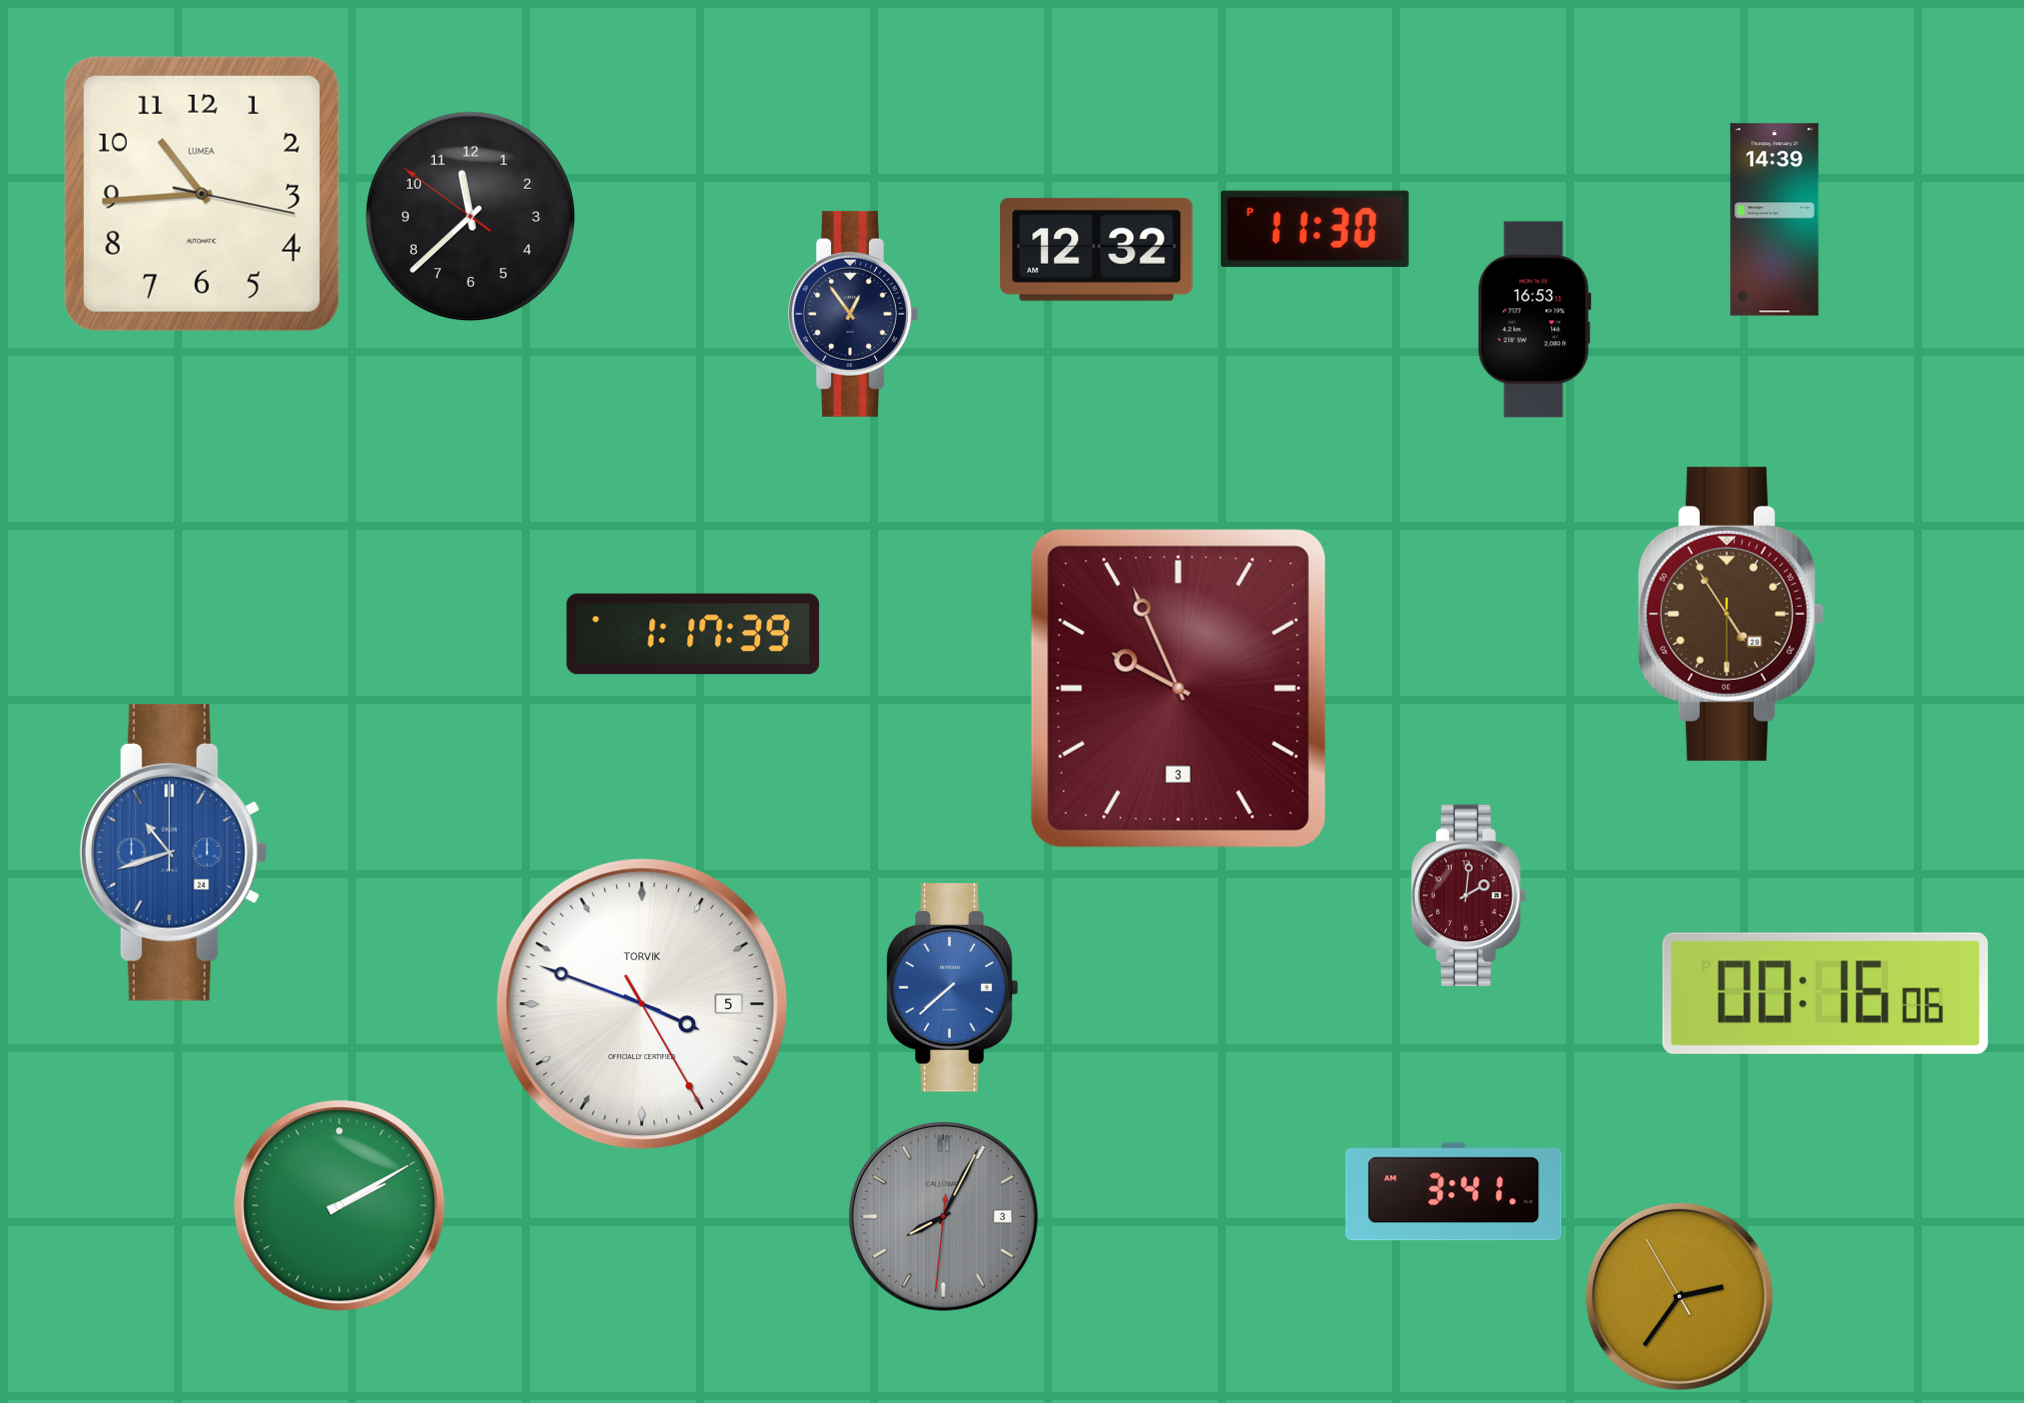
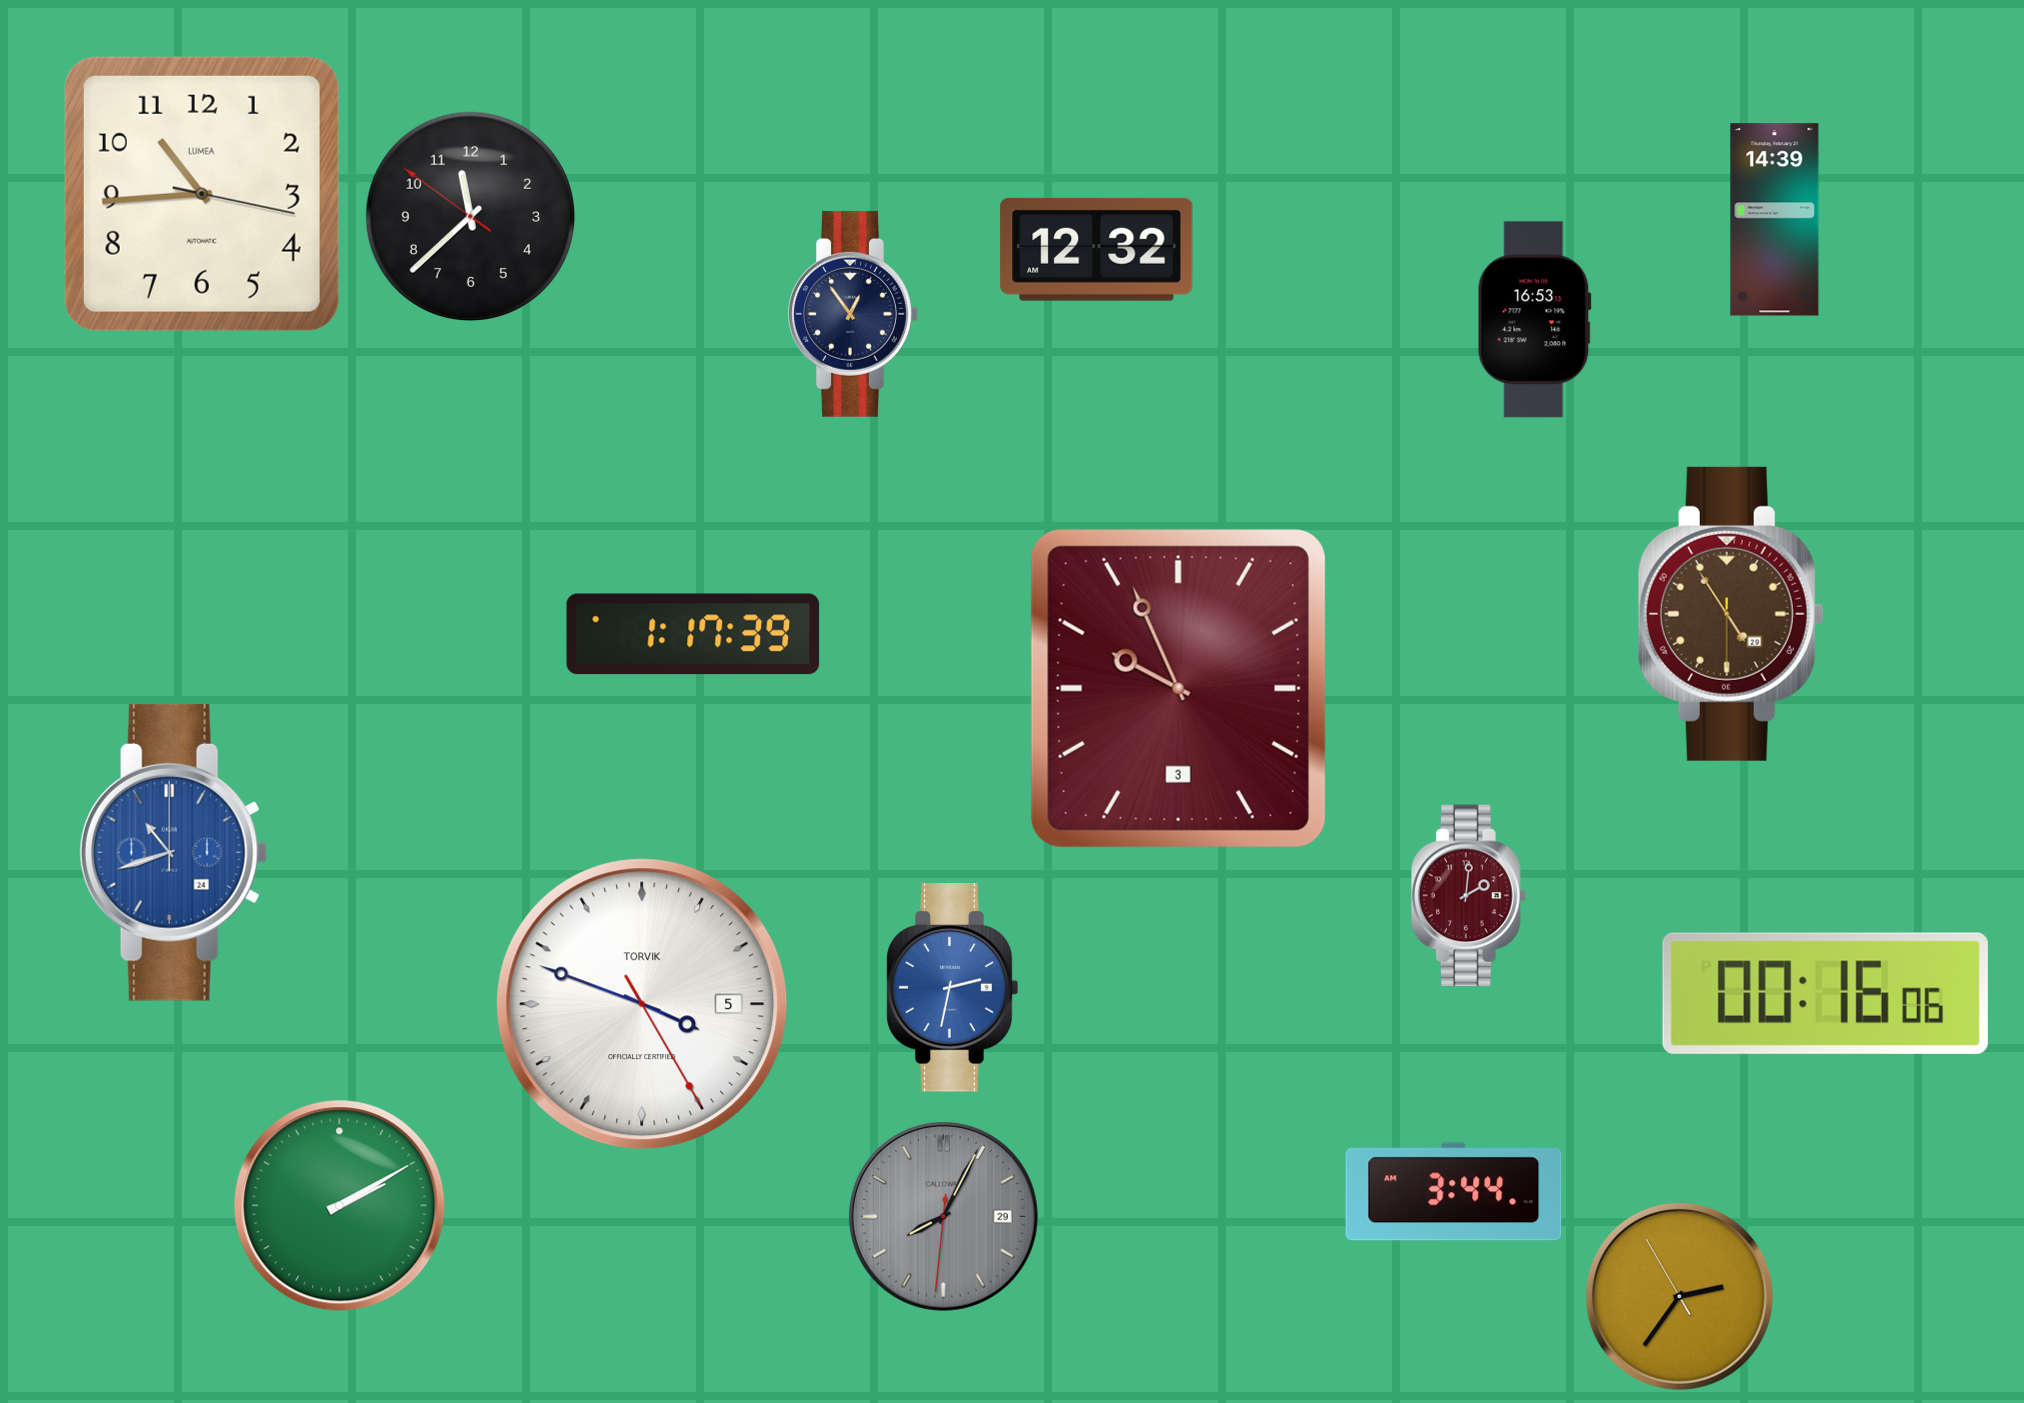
clock at (1315, 229): 11:30 -> none
clock at (953, 988): 7:38 -> 2:32
clock at (1454, 1192): 3:41 -> 3:44
clock at (943, 1216) date: 3 -> 29
